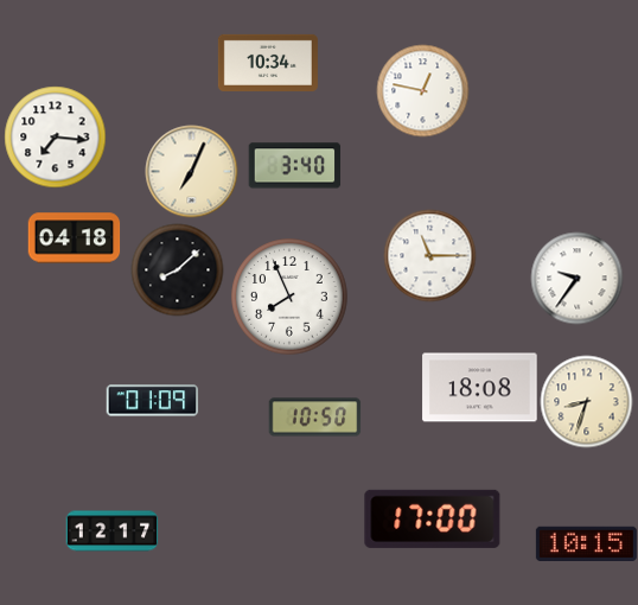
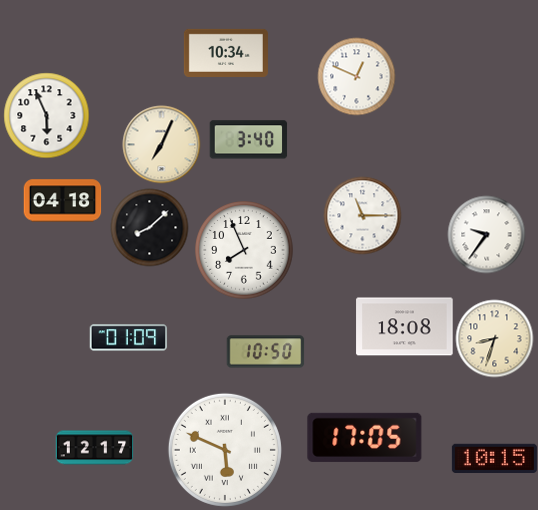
clock at (422, 90): 12:47 -> 12:49
clock at (55, 136): 7:16 -> 5:56
clock at (433, 518): 17:00 -> 17:05
clock at (225, 450): none -> 5:49
